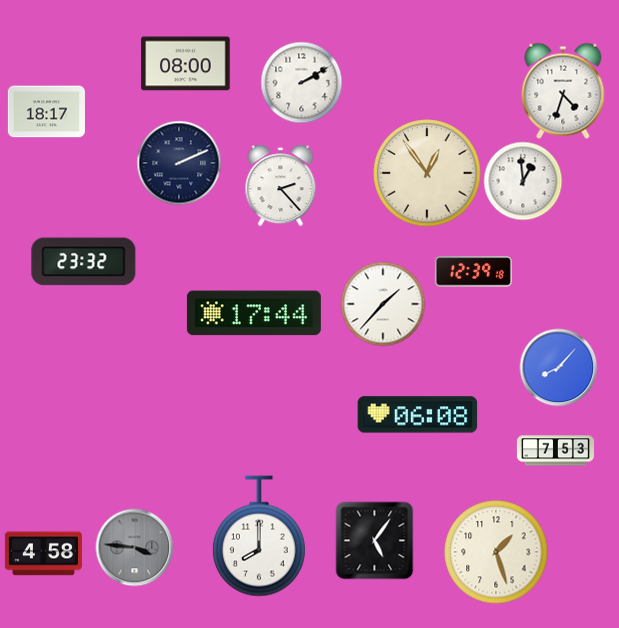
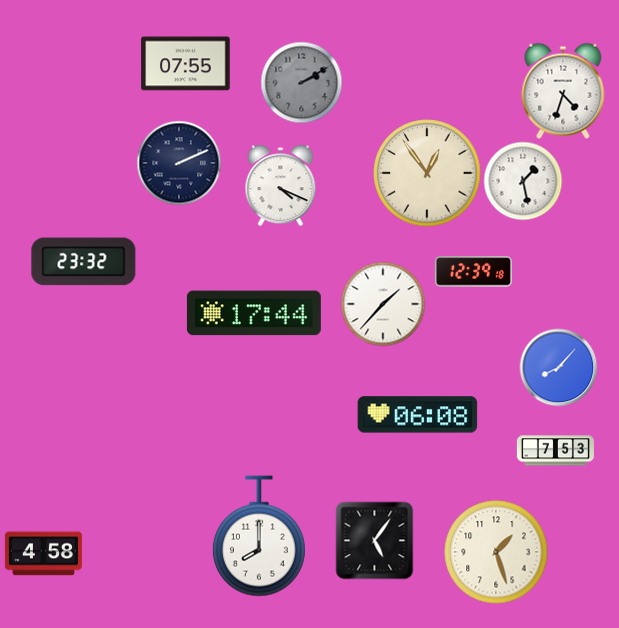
clock at (186, 64): 08:00 -> 07:55
clock at (301, 82) dial: white -> grey
clock at (46, 112): 18:17 -> none
clock at (523, 181): 12:59 -> 1:28
clock at (281, 185): 2:23 -> 4:19
clock at (134, 547): 3:46 -> none
